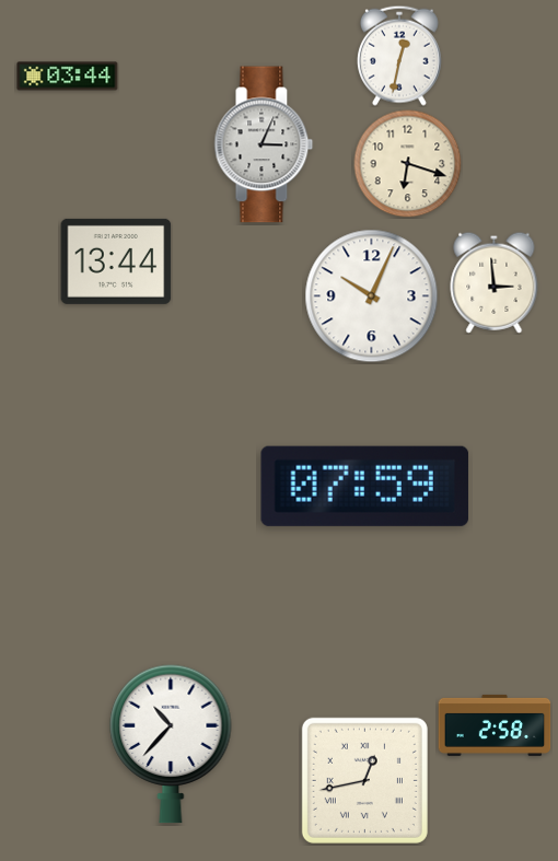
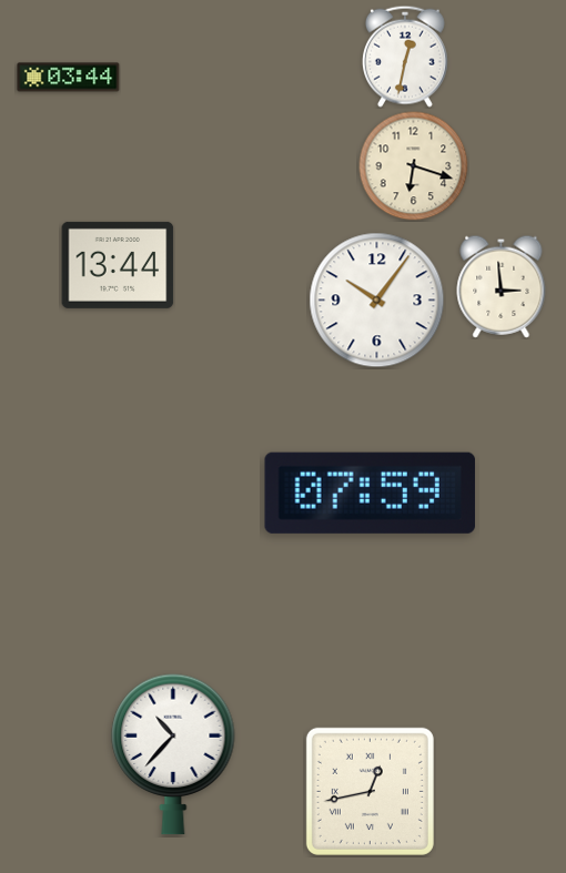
clock at (264, 144): 3:04 -> none
clock at (372, 296): 10:04 -> 10:06
clock at (495, 725): 2:58 -> none
